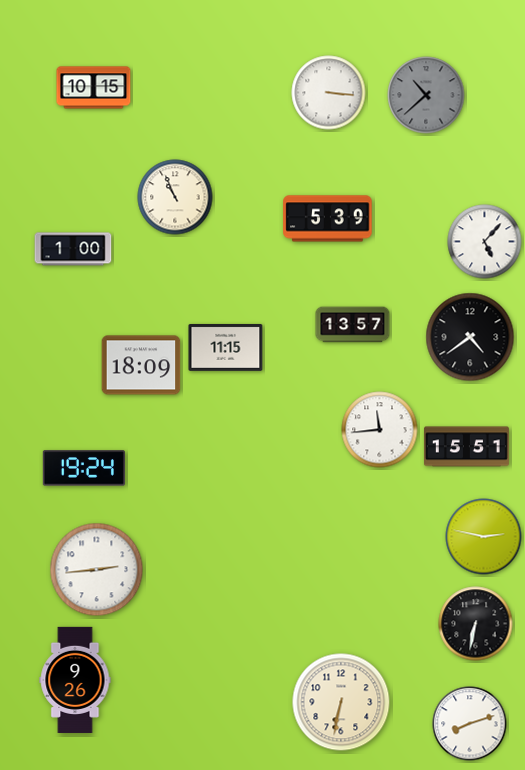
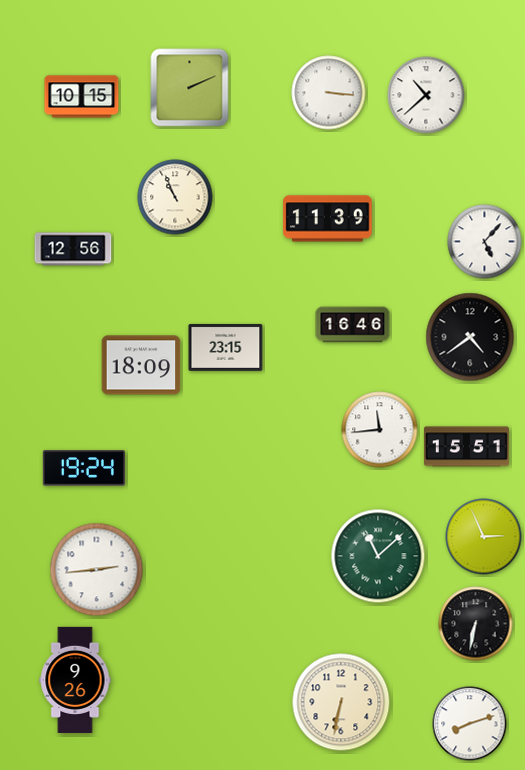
clock at (94, 88) position: (94, 88) -> (82, 97)
clock at (190, 88): none -> 2:11
clock at (426, 95) dial: grey -> white
clock at (328, 219): 5:39 -> 11:39
clock at (73, 249): 1:00 -> 12:56
clock at (353, 325): 13:57 -> 16:46
clock at (226, 347): 11:15 -> 23:15
clock at (484, 537): 2:47 -> 2:56
clock at (378, 556): none -> 11:08
